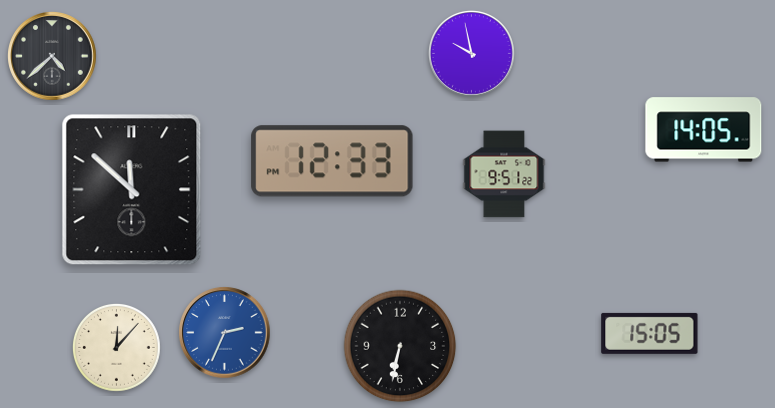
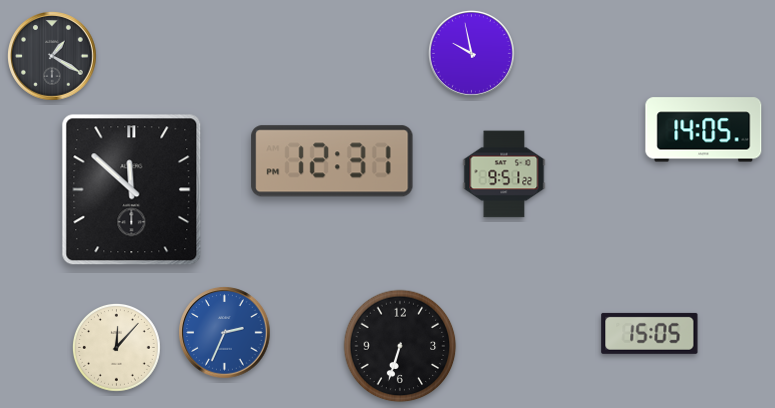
clock at (53, 57): 4:38 -> 1:20
clock at (332, 161): 12:33 -> 12:31
clock at (400, 346): 6:32 -> 6:33
